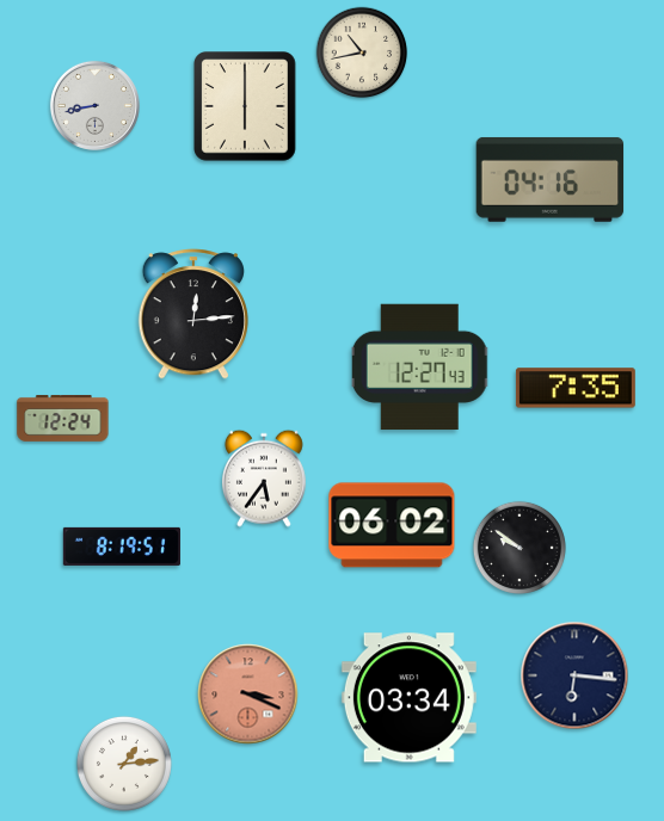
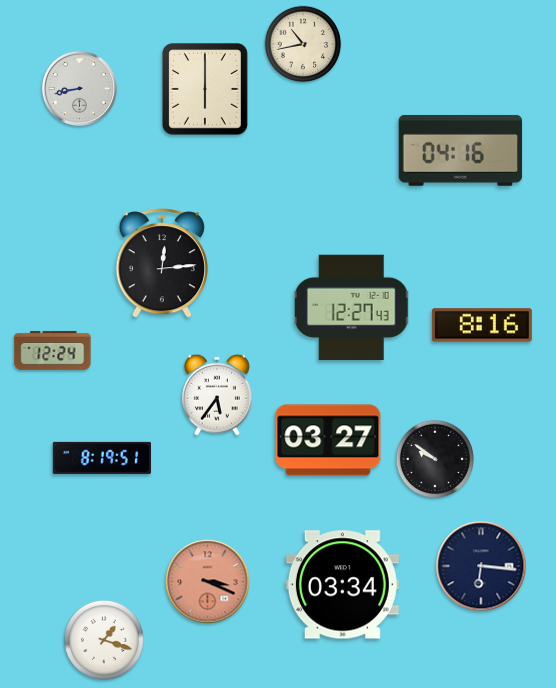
clock at (576, 388): 7:35 -> 8:16
clock at (264, 479) position: (264, 479) -> (217, 395)
clock at (392, 525): 06:02 -> 03:27
clock at (124, 764): 1:14 -> 1:18
